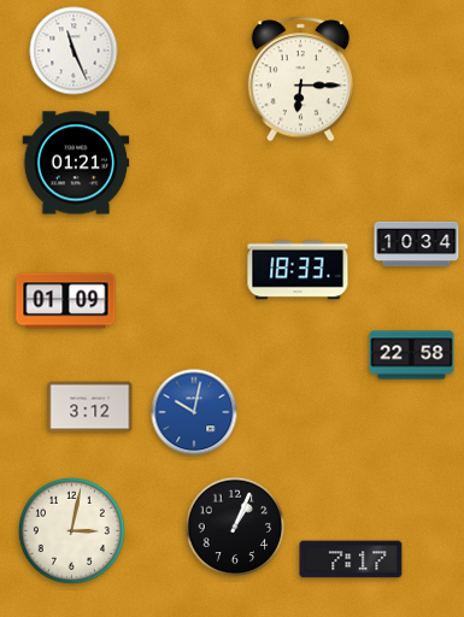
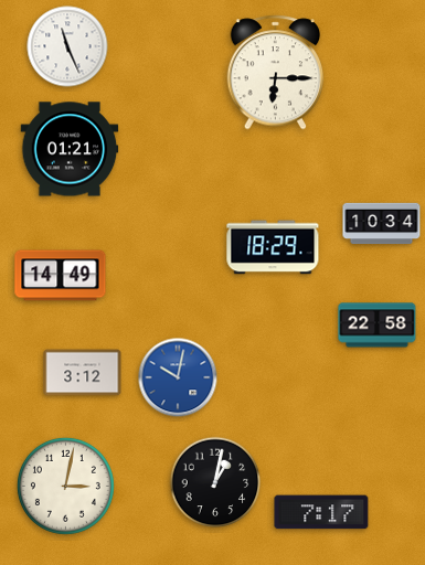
clock at (298, 270): 18:33 -> 18:29
clock at (66, 301): 01:09 -> 14:49
clock at (235, 527): 1:04 -> 1:02
